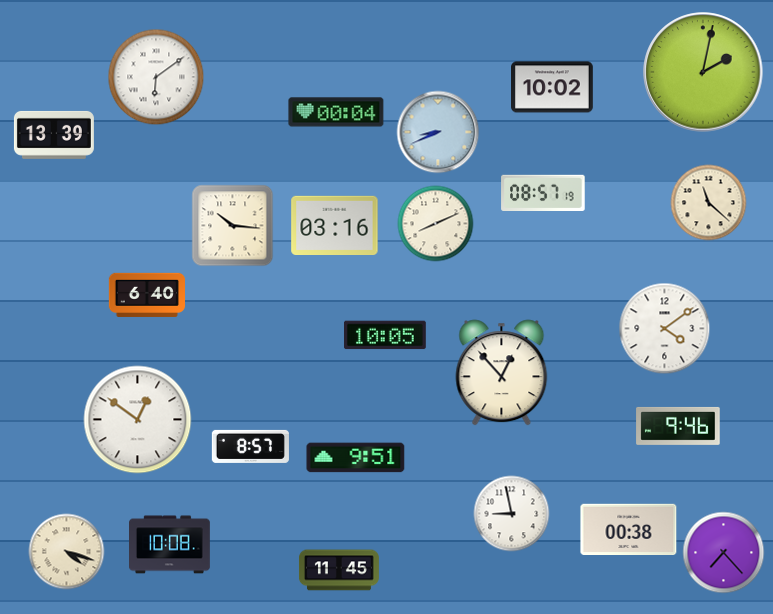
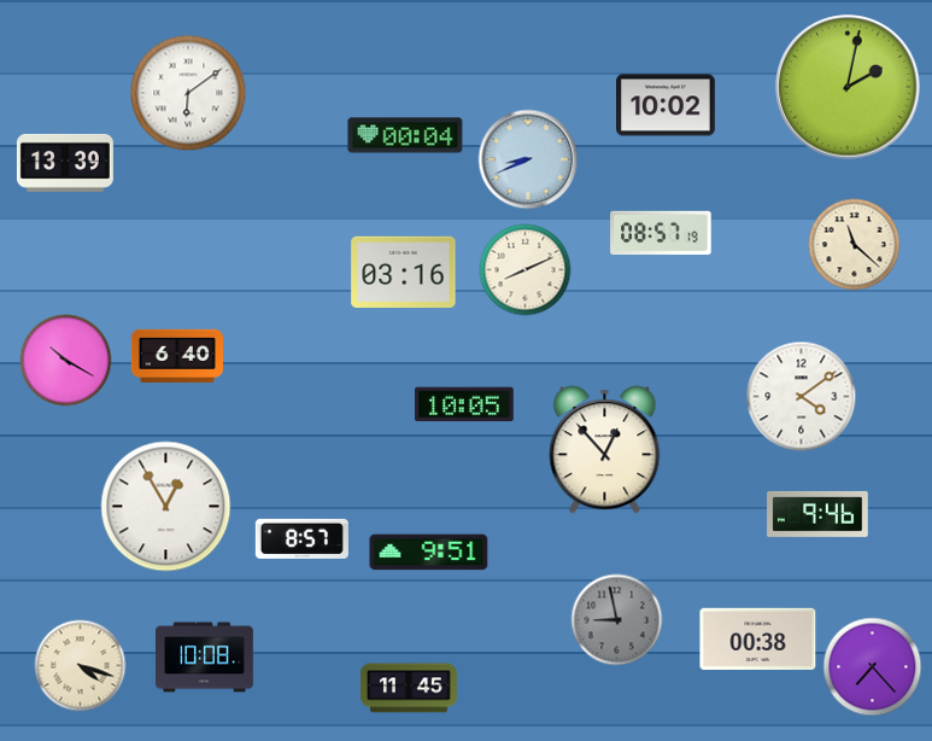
clock at (543, 192) position: (543, 192) -> (661, 232)
clock at (233, 226): 10:16 -> none
clock at (66, 361): none -> 10:20
clock at (138, 420): 12:51 -> 12:55
clock at (512, 514) dial: white -> grey
